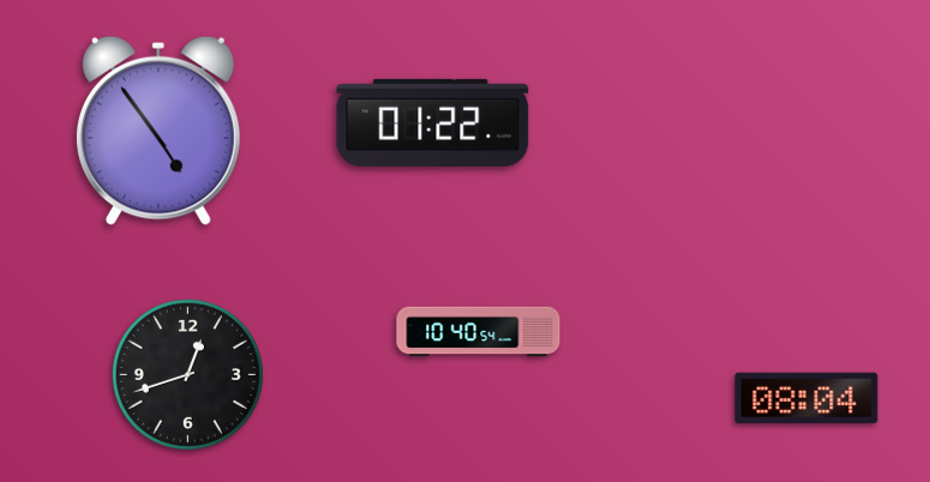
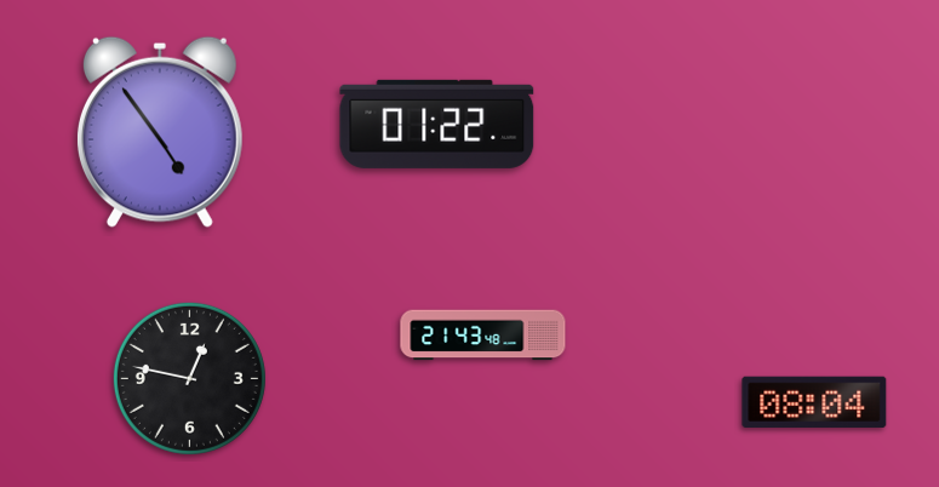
clock at (479, 332): 10:40 -> 21:43
clock at (187, 374): 12:42 -> 12:47
